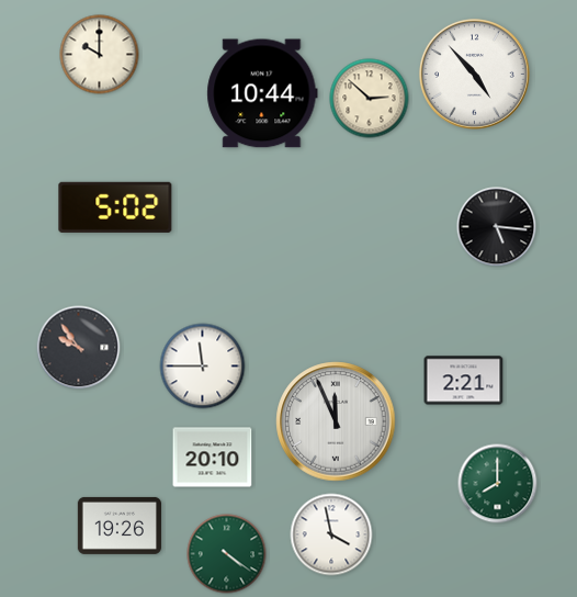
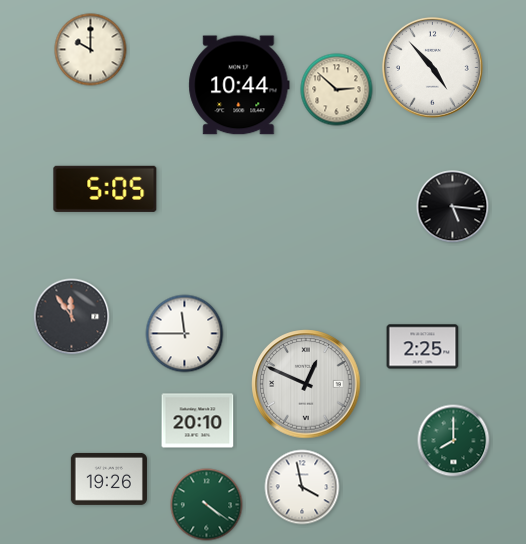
clock at (115, 207): 5:02 -> 5:05
clock at (79, 348): 9:54 -> 11:54
clock at (464, 381): 2:21 -> 2:25
clock at (336, 421): 11:56 -> 12:49
clock at (213, 458) position: (213, 458) -> (198, 421)
